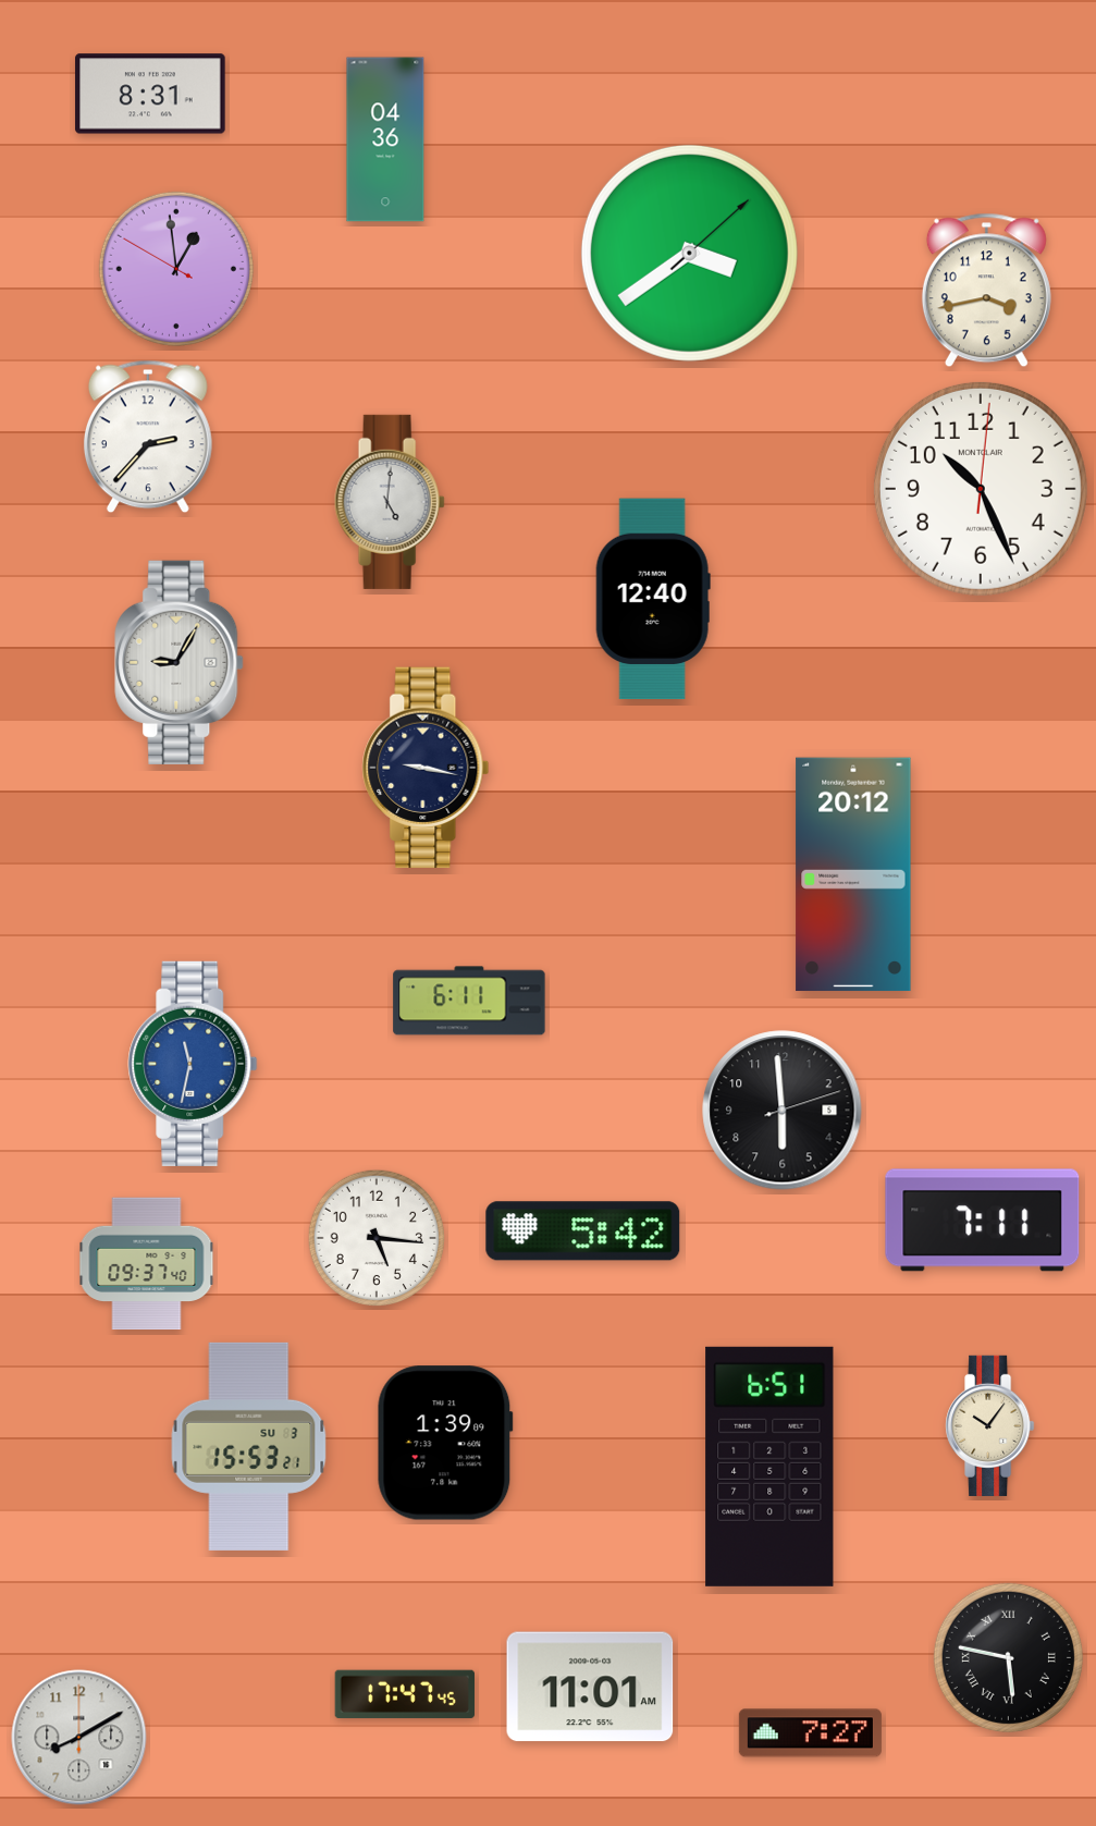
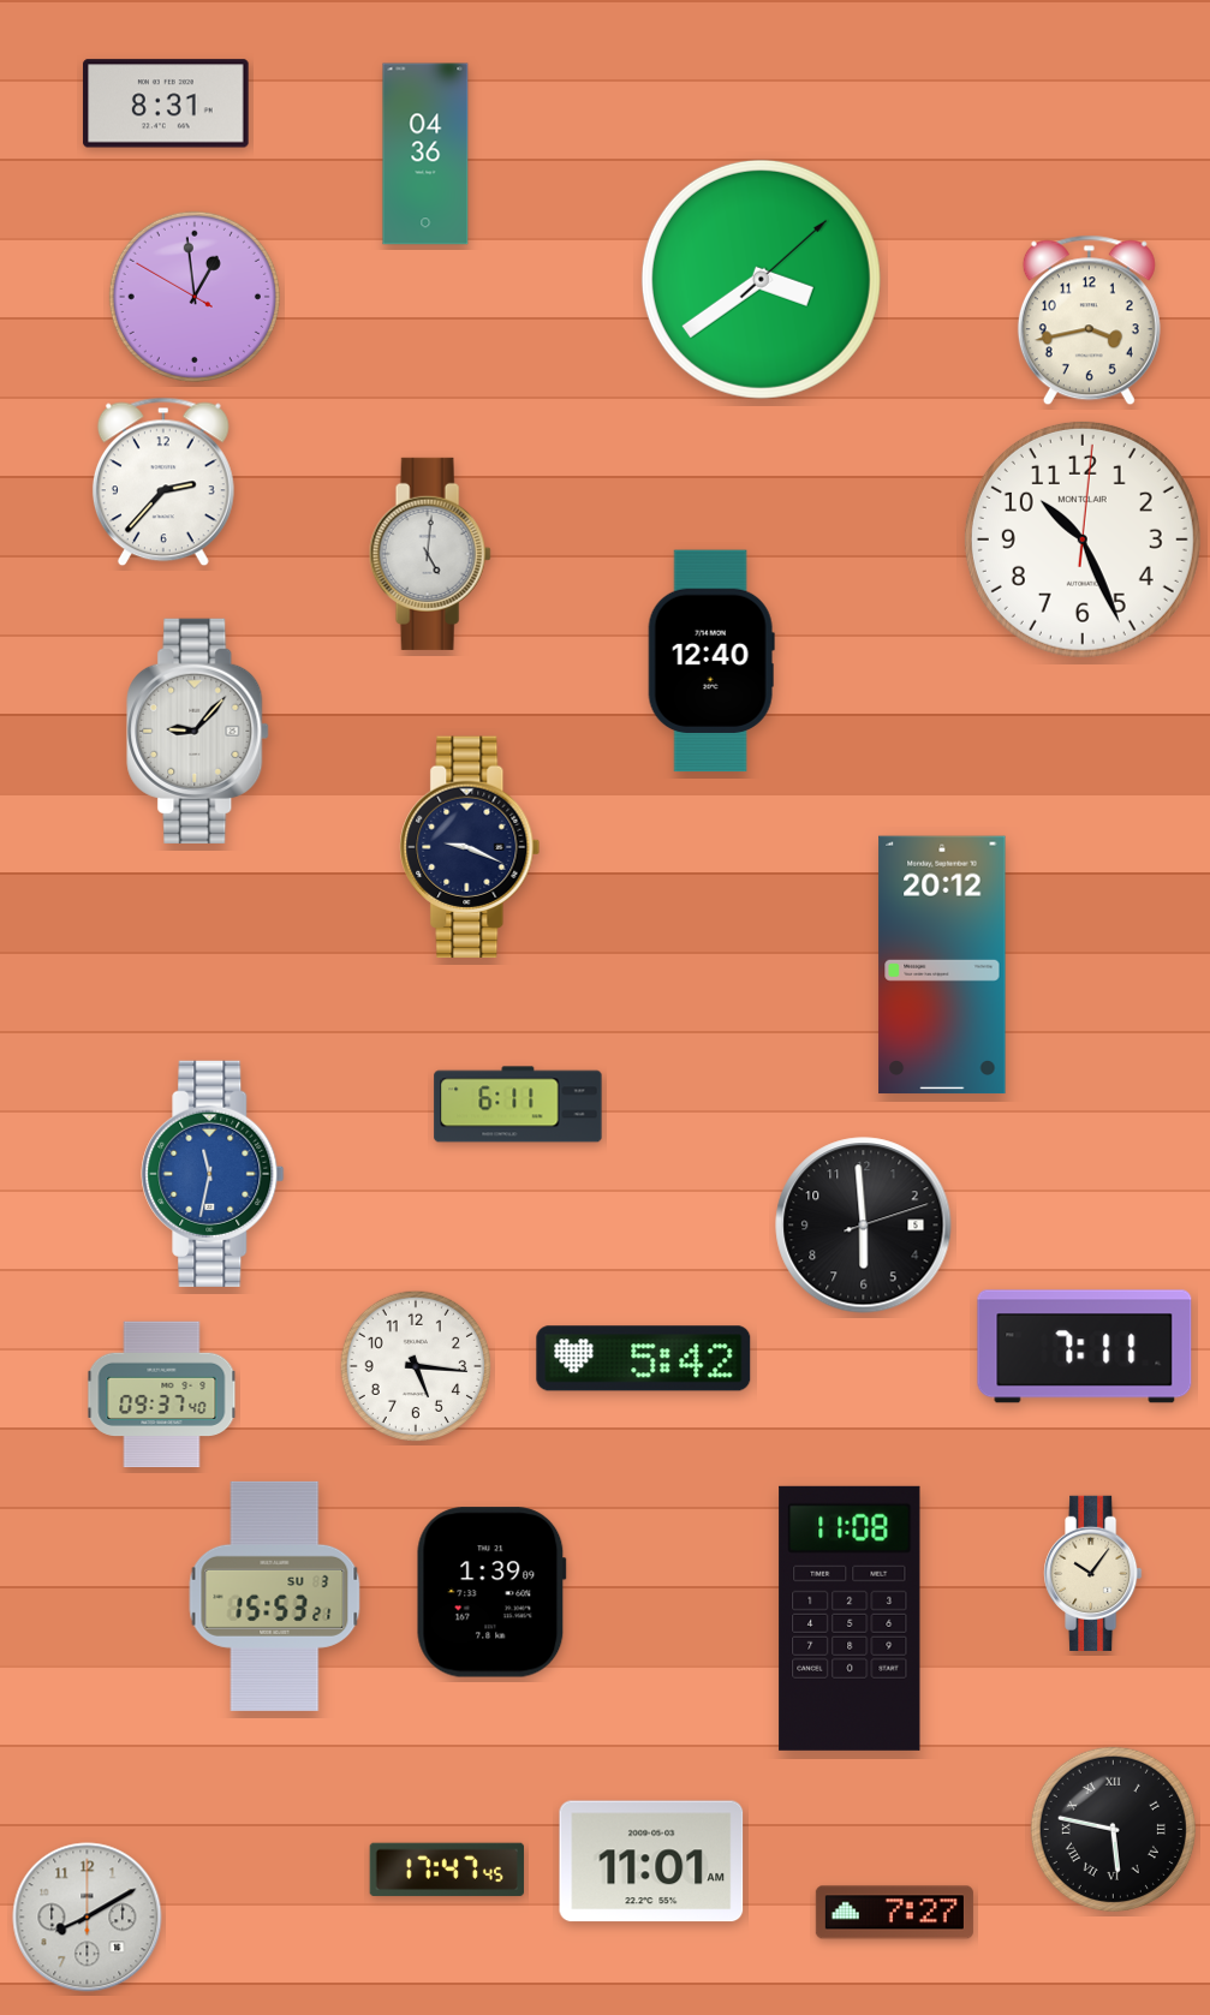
clock at (653, 599) position: (653, 599) -> (711, 661)
clock at (180, 662): 9:05 -> 9:07
clock at (426, 768): 9:17 -> 9:19
clock at (769, 1467): 6:51 -> 11:08
